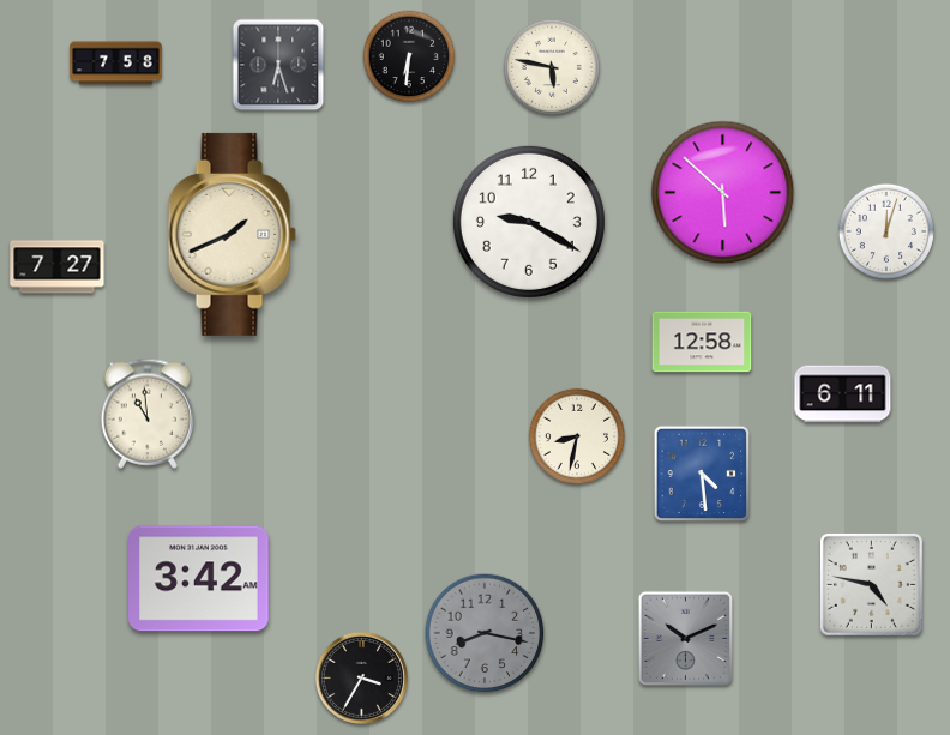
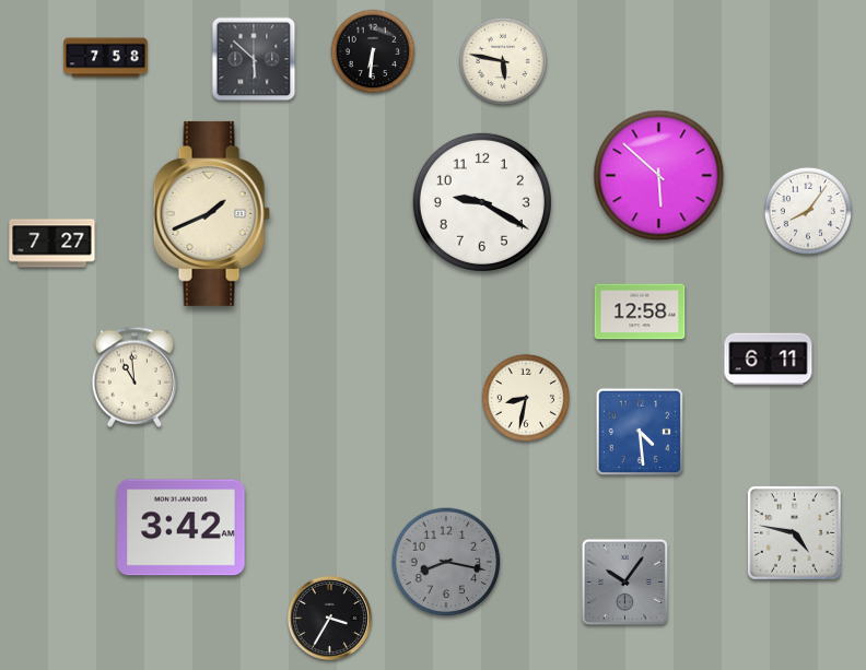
clock at (278, 65): 6:27 -> 5:52
clock at (885, 230): 12:03 -> 8:06
clock at (485, 633) position: (485, 633) -> (446, 562)
clock at (685, 638): 10:11 -> 10:06
